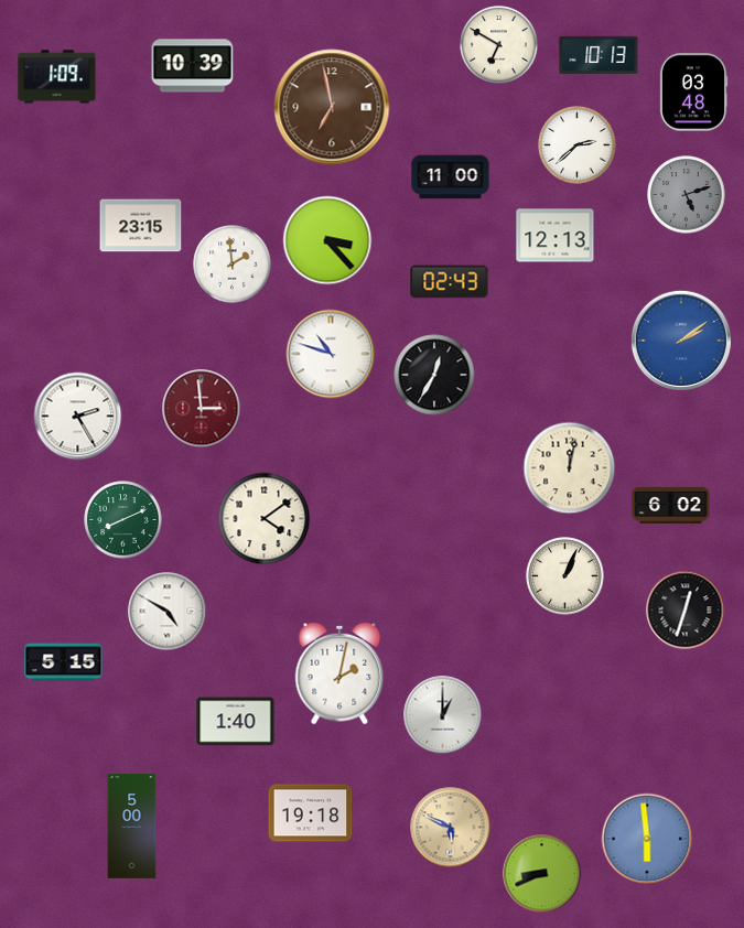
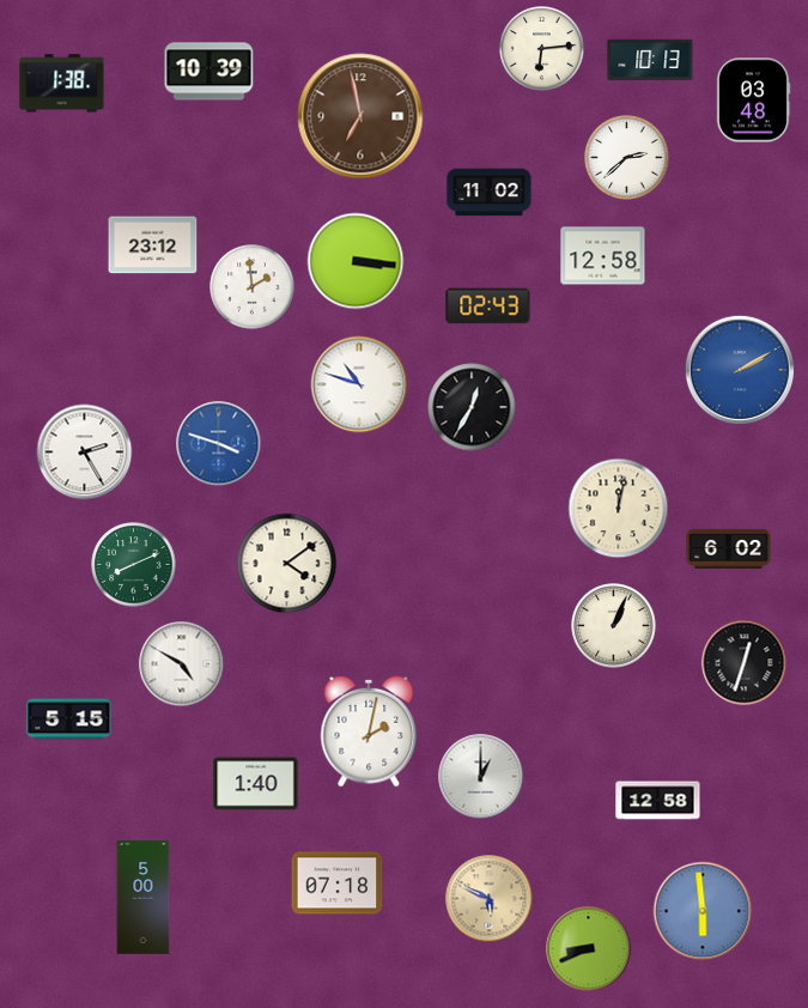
clock at (499, 45): 6:50 -> 6:14
clock at (57, 77): 1:09 -> 1:38
clock at (451, 177): 11:00 -> 11:02
clock at (687, 195): 5:12 -> none
clock at (141, 226): 23:15 -> 23:12
clock at (556, 236): 12:13 -> 12:58
clock at (327, 240): 3:23 -> 3:16
clock at (681, 341): 2:09 -> 2:10
clock at (202, 409): 2:59 -> 3:48
clock at (202, 409) dial: burgundy -> blue
clock at (658, 801): none -> 12:58
clock at (311, 813): 19:18 -> 07:18
